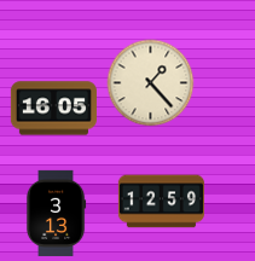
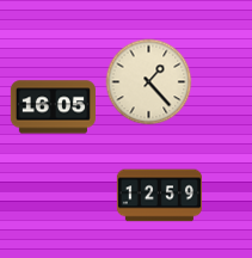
clock at (161, 202) position: (161, 202) -> (159, 196)
clock at (56, 213): 3:13 -> none
